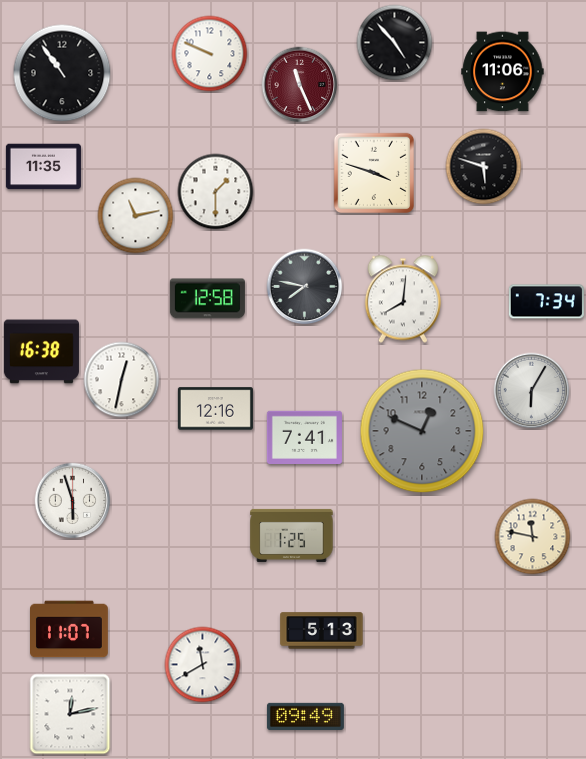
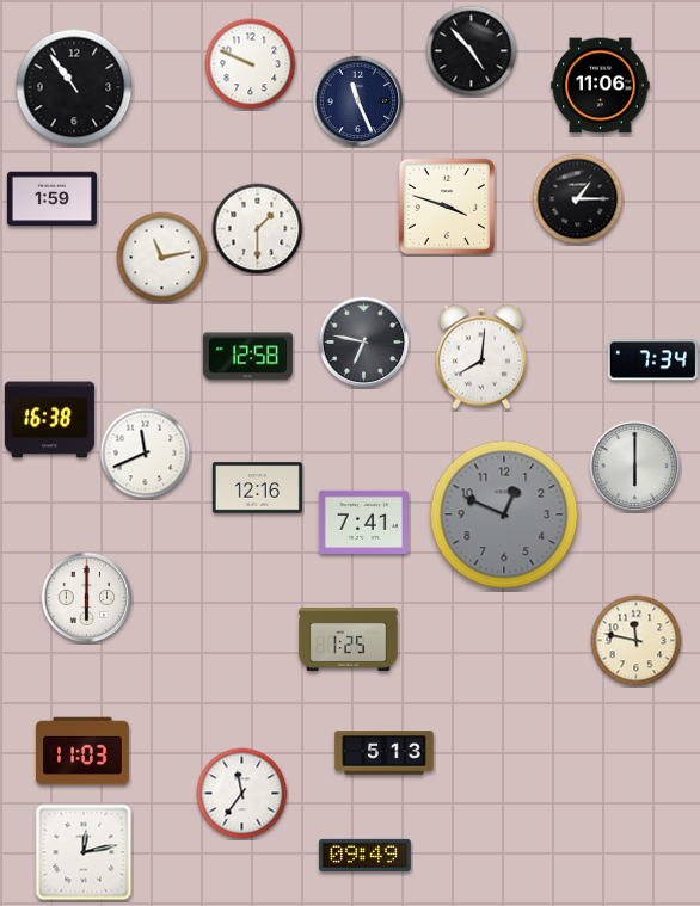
clock at (300, 85) dial: burgundy -> navy
clock at (43, 167): 11:35 -> 1:59
clock at (484, 167): 5:48 -> 1:15
clock at (305, 287): 7:47 -> 6:47
clock at (122, 380): 12:32 -> 11:41
clock at (532, 391): 6:05 -> 6:00
clock at (73, 501): 5:57 -> 6:00
clock at (70, 629): 11:07 -> 11:03
clock at (203, 665): 11:40 -> 11:36
